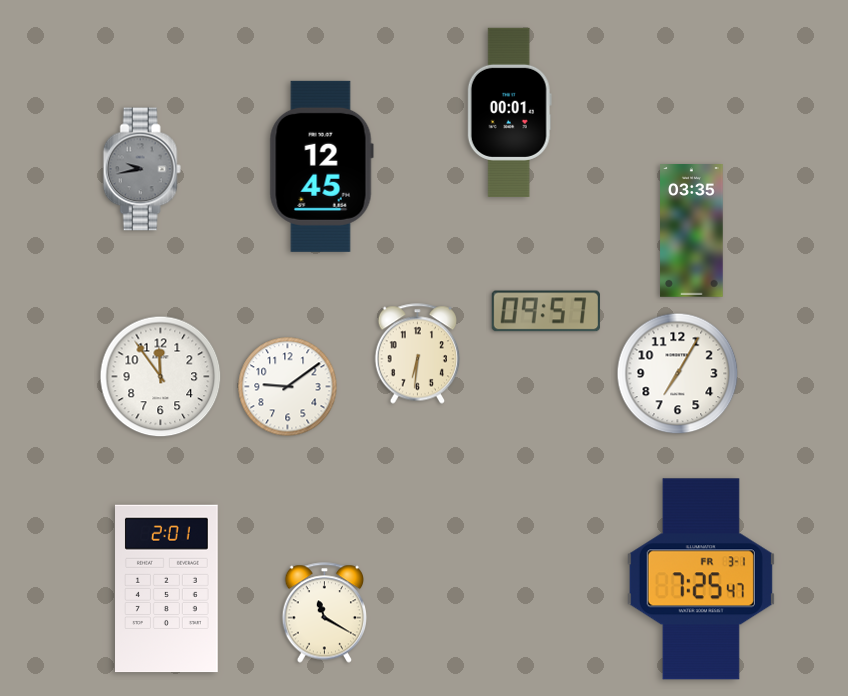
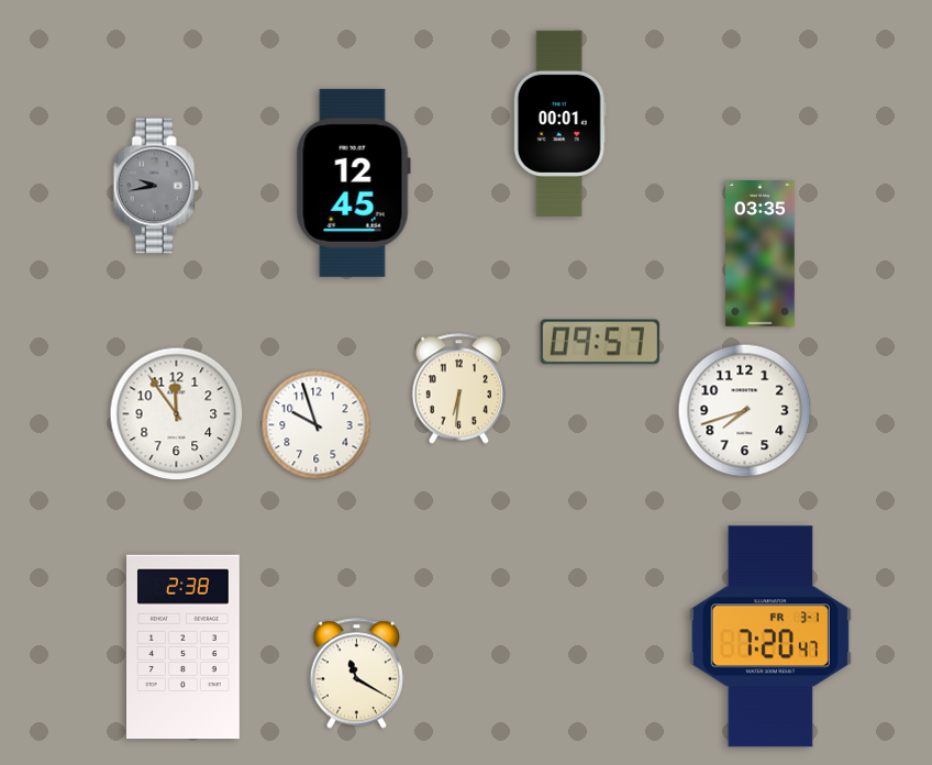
clock at (678, 374): 7:05 -> 7:42
clock at (288, 387): 9:09 -> 9:57
clock at (701, 579): 7:25 -> 7:20
clock at (167, 589): 2:01 -> 2:38
